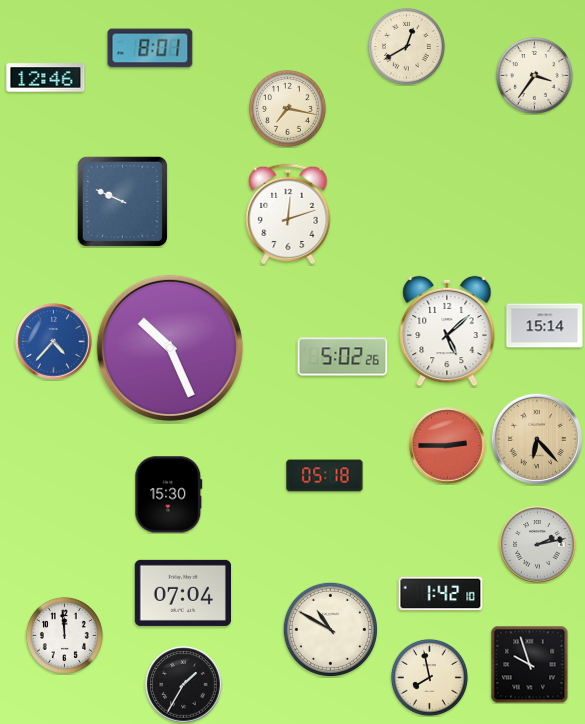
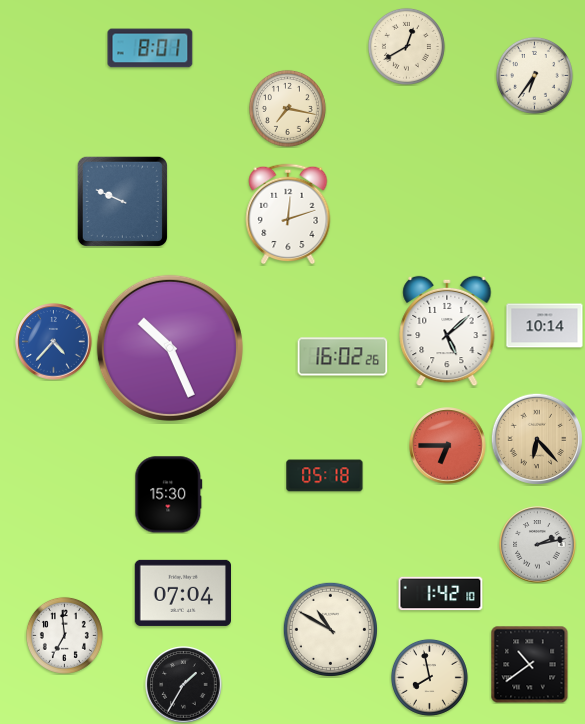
clock at (534, 75): 3:36 -> 6:36
clock at (46, 78): 12:46 -> none
clock at (545, 326): 15:14 -> 10:14
clock at (343, 357): 5:02 -> 16:02
clock at (448, 446): 2:45 -> 6:45
clock at (64, 635): 11:59 -> 6:59
clock at (529, 664): 9:57 -> 10:39
